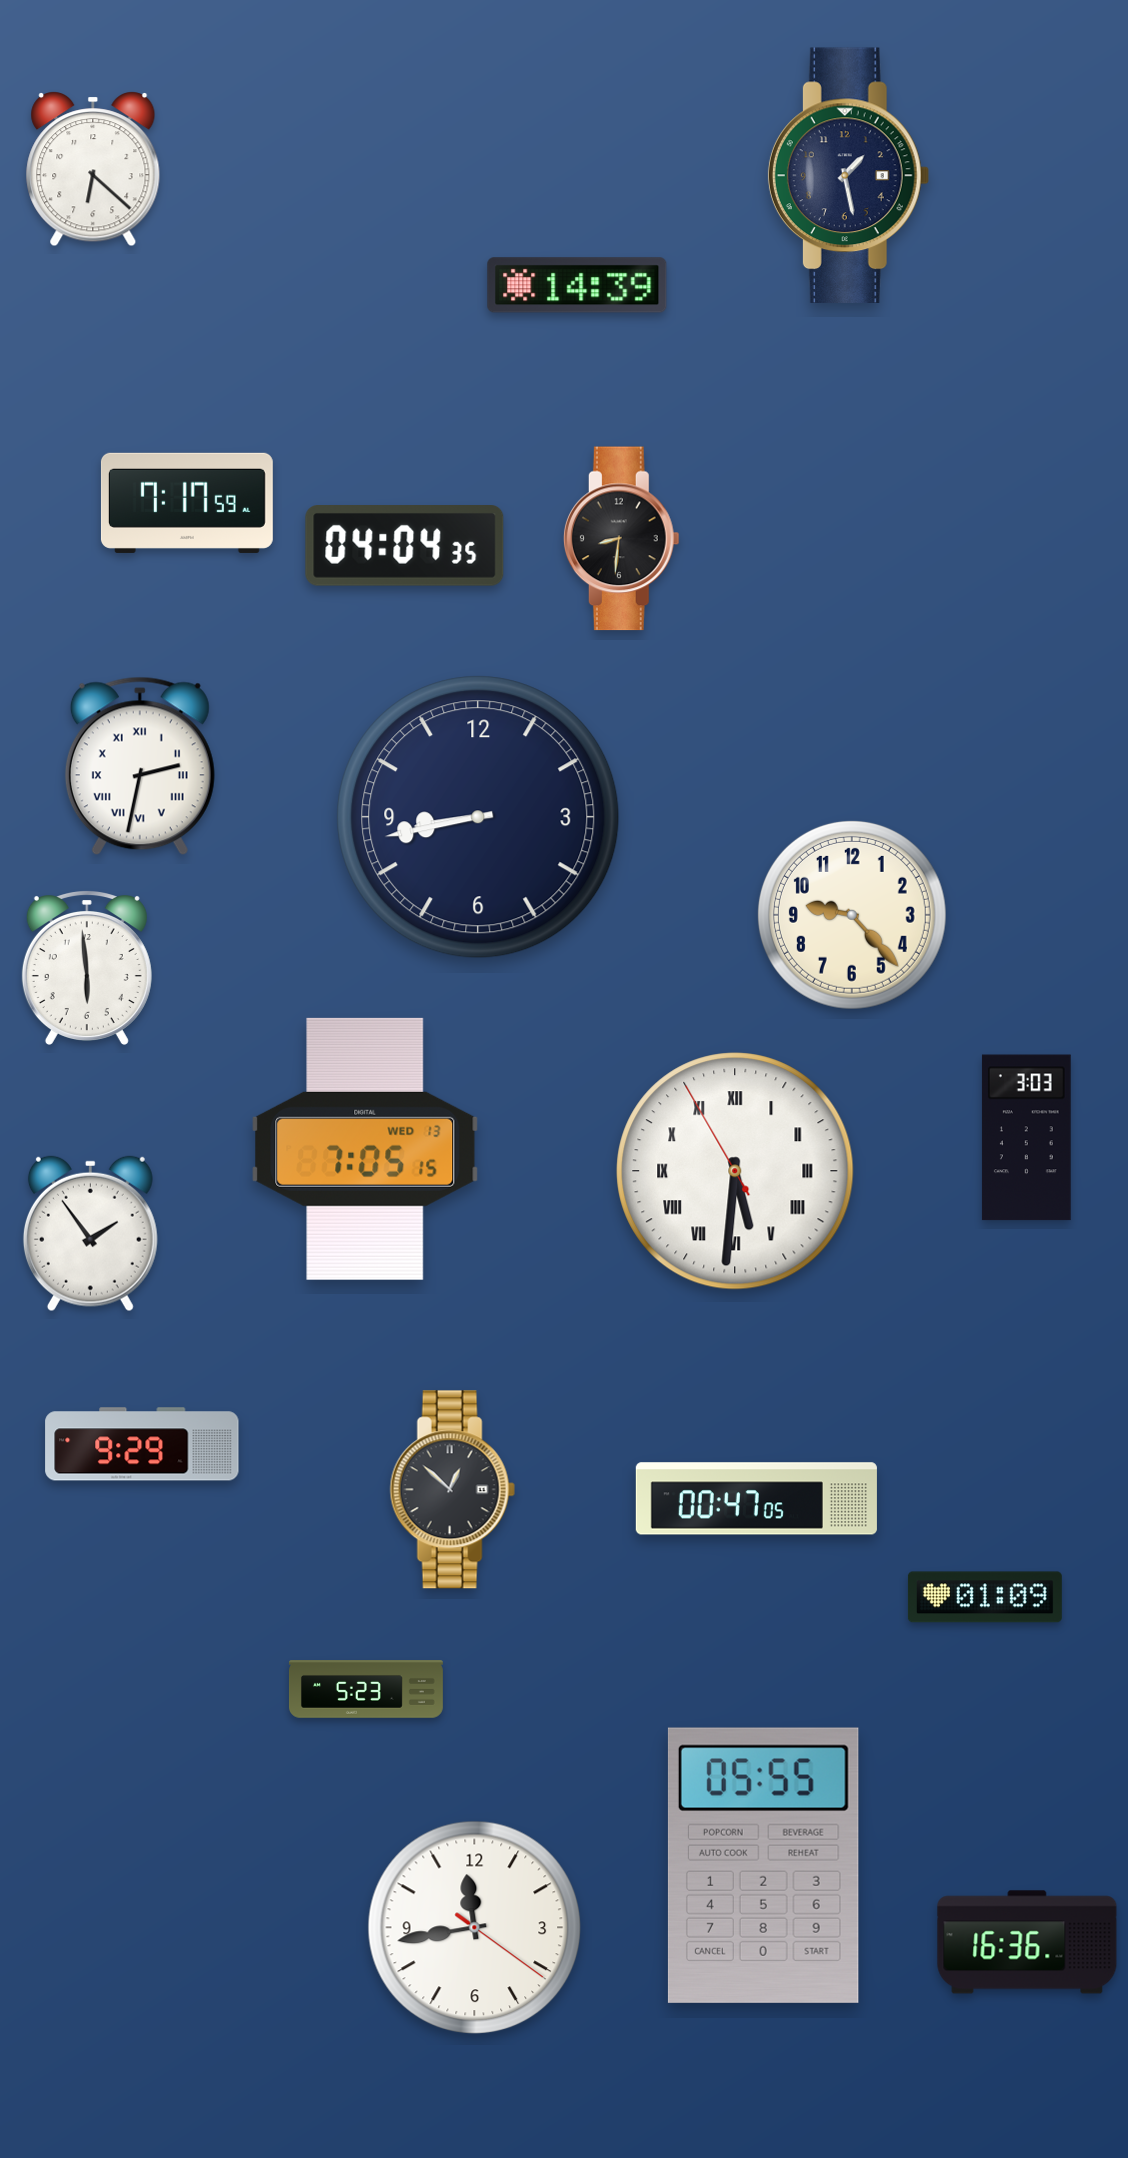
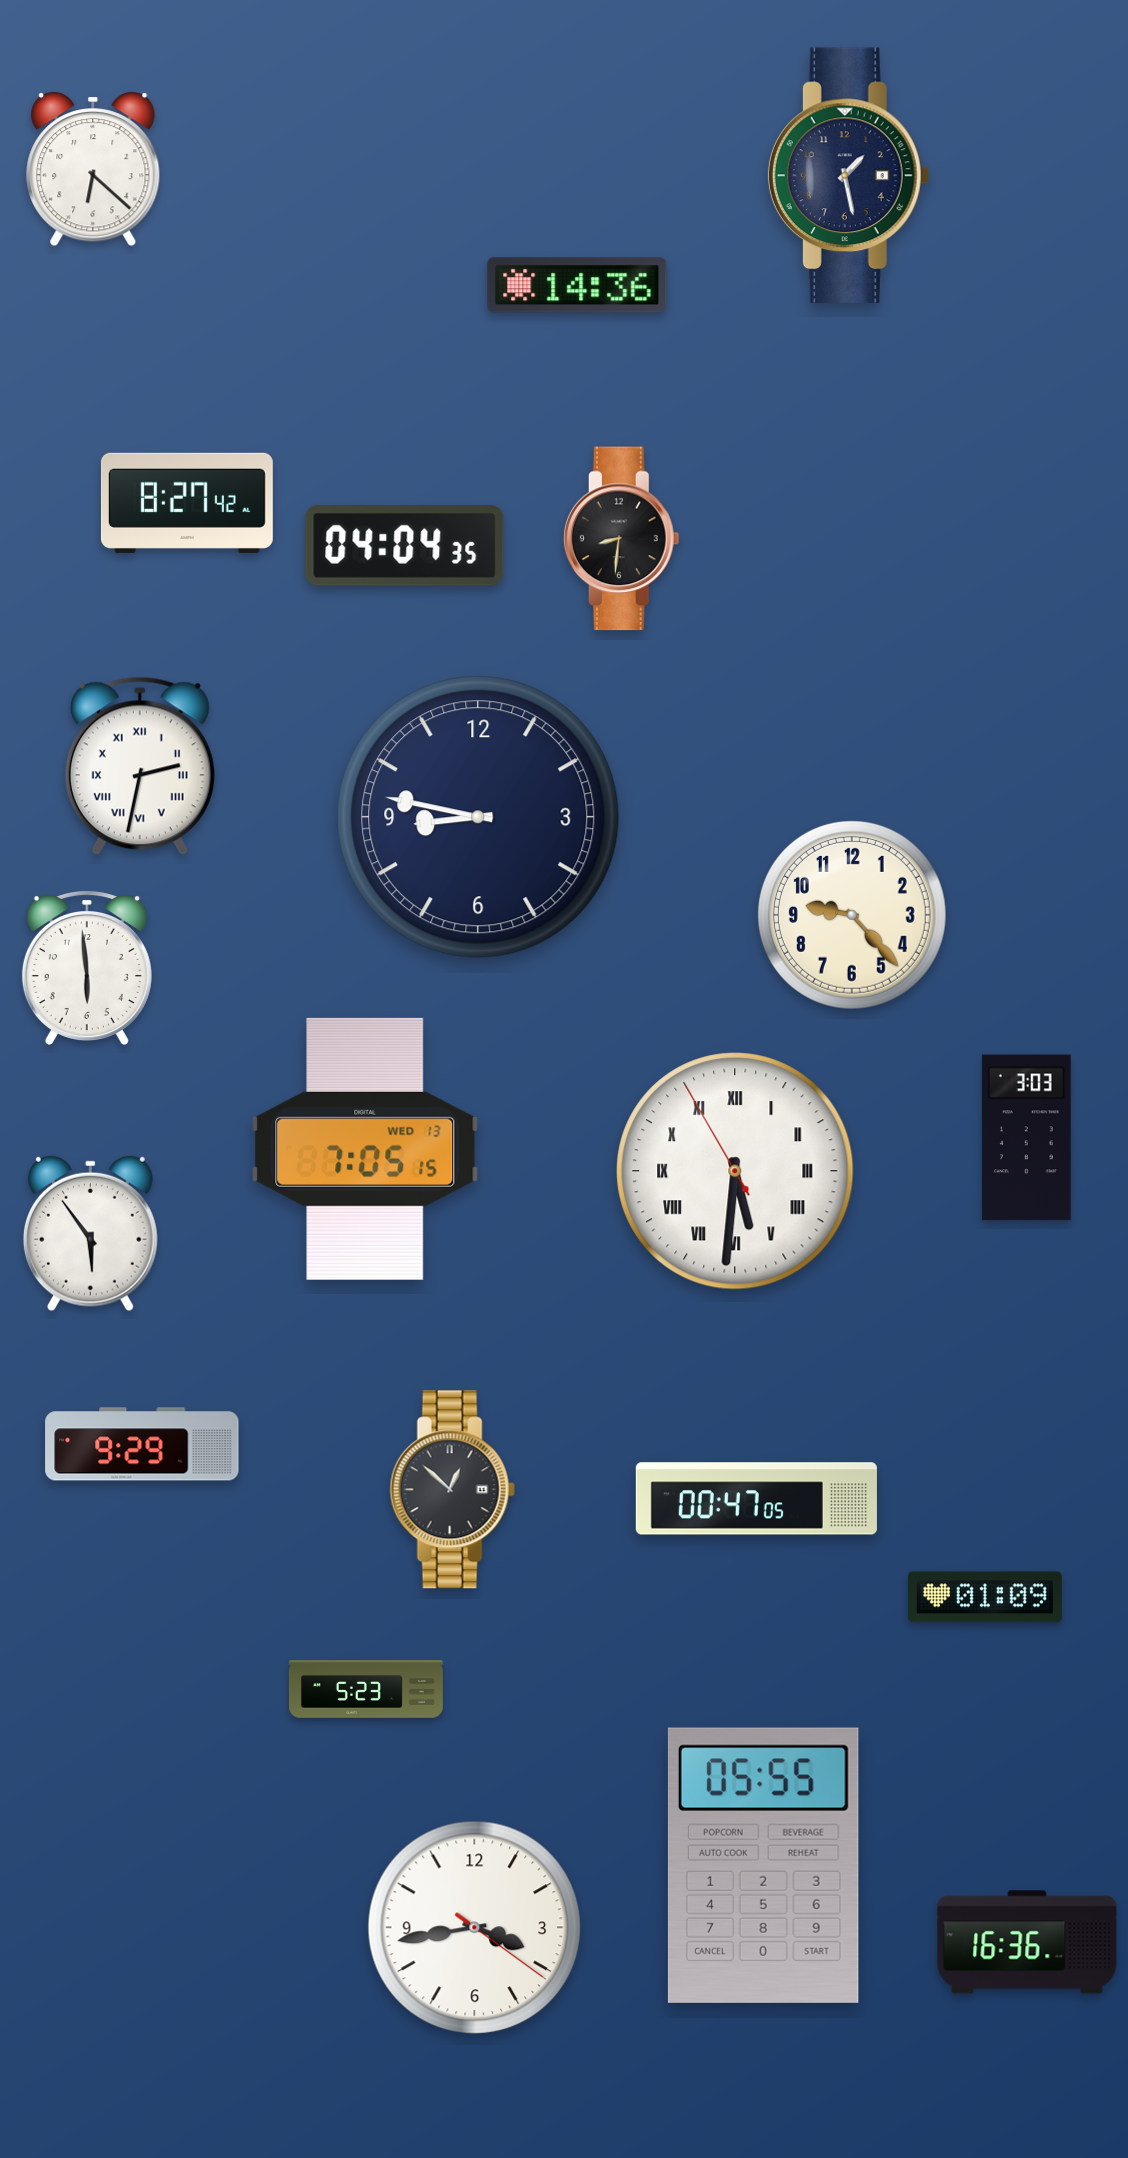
clock at (577, 285): 14:39 -> 14:36
clock at (187, 503): 7:17 -> 8:27
clock at (478, 817): 8:43 -> 8:47
clock at (90, 1234): 1:54 -> 5:54
clock at (475, 1928): 11:43 -> 3:43
